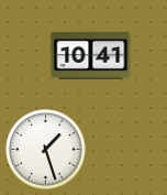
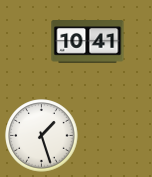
clock at (91, 56) position: (91, 56) -> (88, 42)
